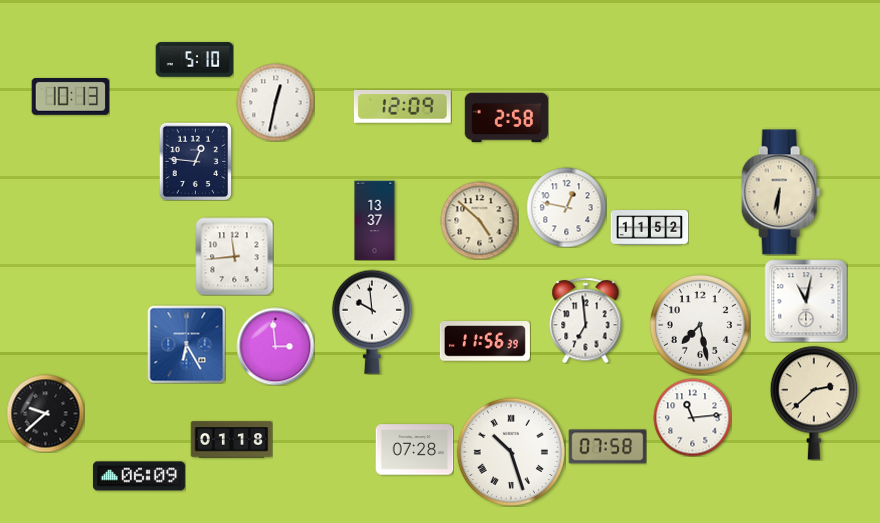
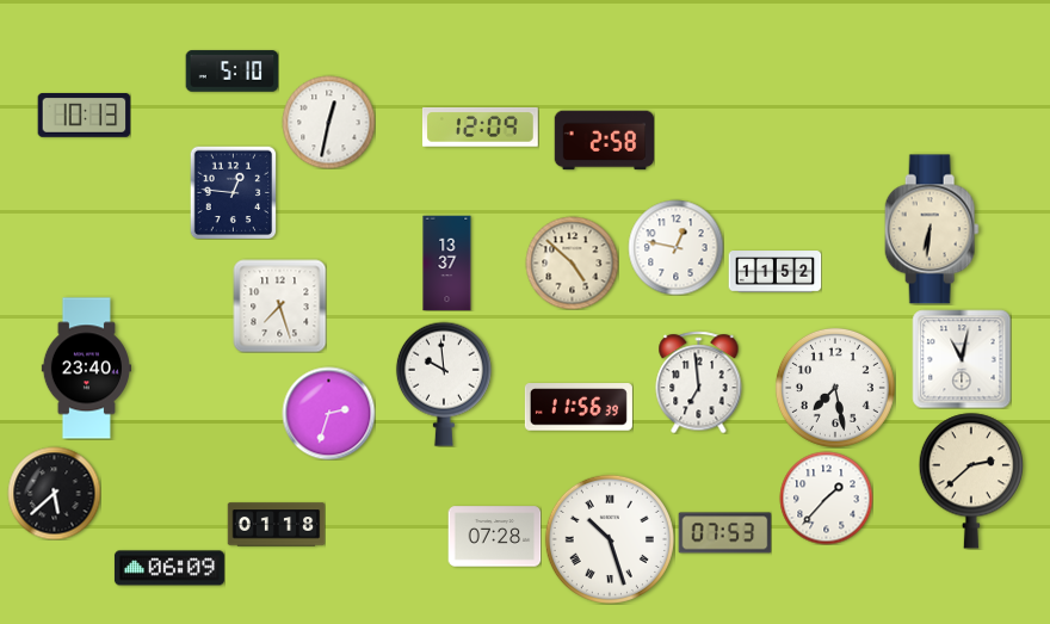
clock at (234, 256): 11:44 -> 7:27
clock at (86, 369): none -> 23:40
clock at (186, 344): 6:25 -> none
clock at (275, 346): 2:59 -> 2:33
clock at (45, 413): 9:38 -> 5:38
clock at (692, 417): 11:14 -> 1:37
clock at (607, 447): 07:58 -> 07:53
clock at (139, 476) position: (139, 476) -> (169, 568)
